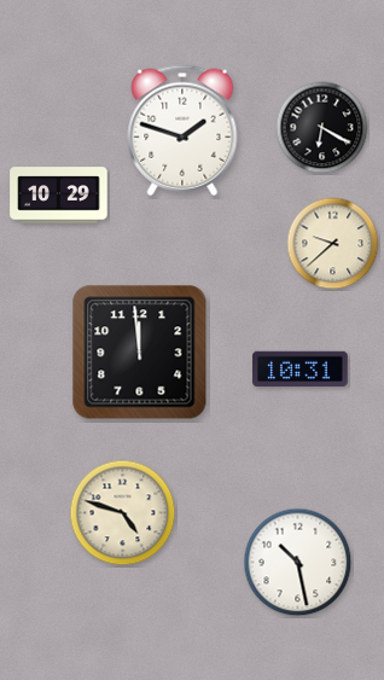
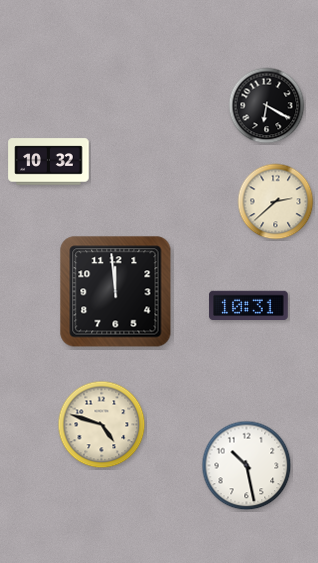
clock at (182, 130): 1:48 -> none
clock at (59, 196): 10:29 -> 10:32
clock at (333, 244): 9:38 -> 2:38
